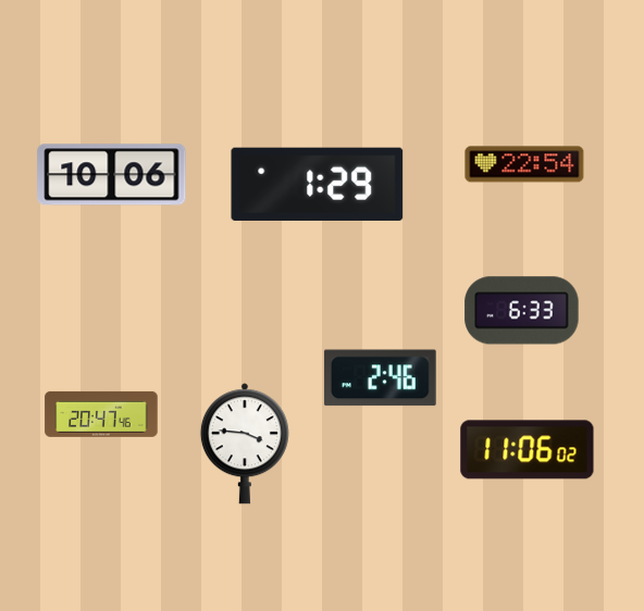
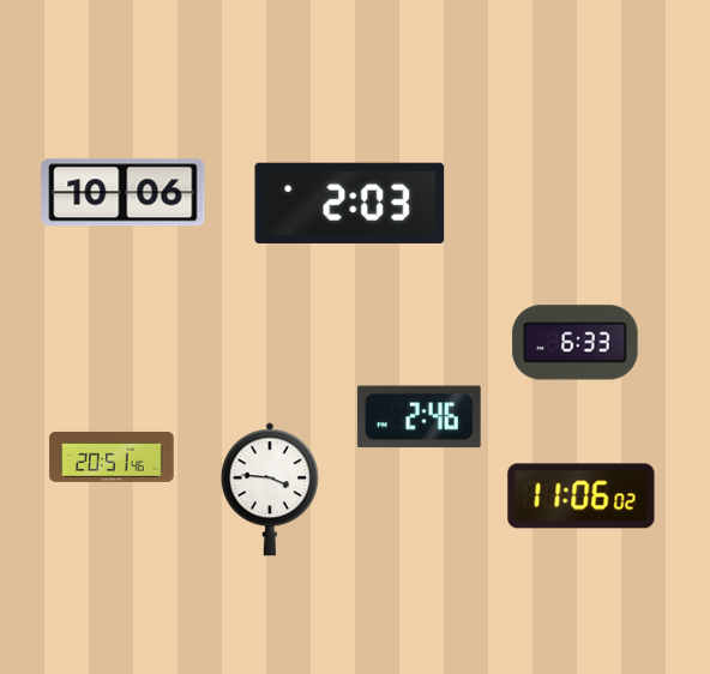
clock at (524, 164): 22:54 -> none
clock at (318, 184): 1:29 -> 2:03
clock at (101, 414): 20:47 -> 20:51
